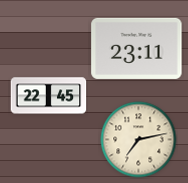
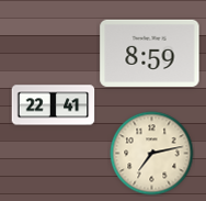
clock at (137, 48): 23:11 -> 8:59
clock at (49, 96): 22:45 -> 22:41
